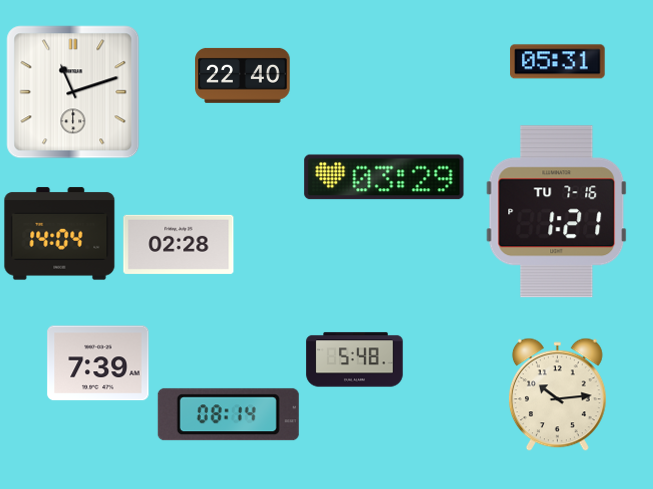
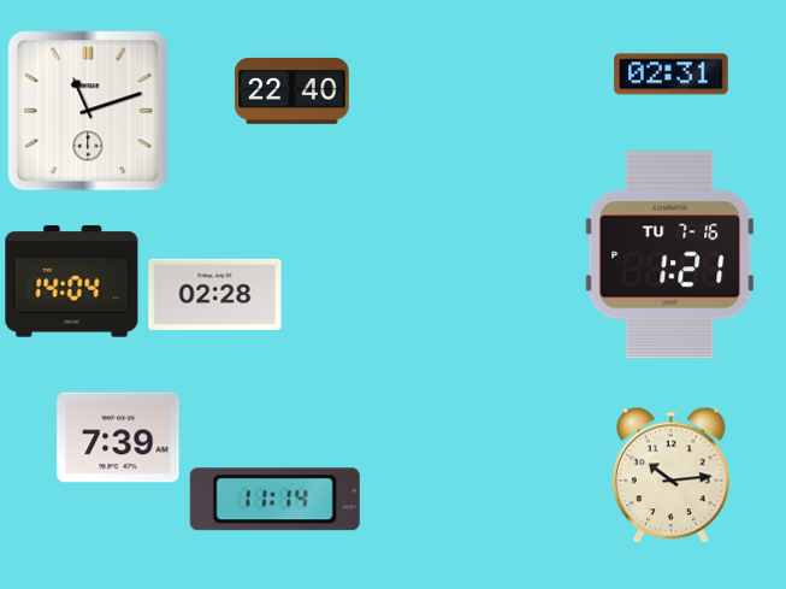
clock at (558, 62): 05:31 -> 02:31
clock at (384, 177): 03:29 -> none
clock at (355, 360): 5:48 -> none
clock at (228, 415): 08:14 -> 11:14
